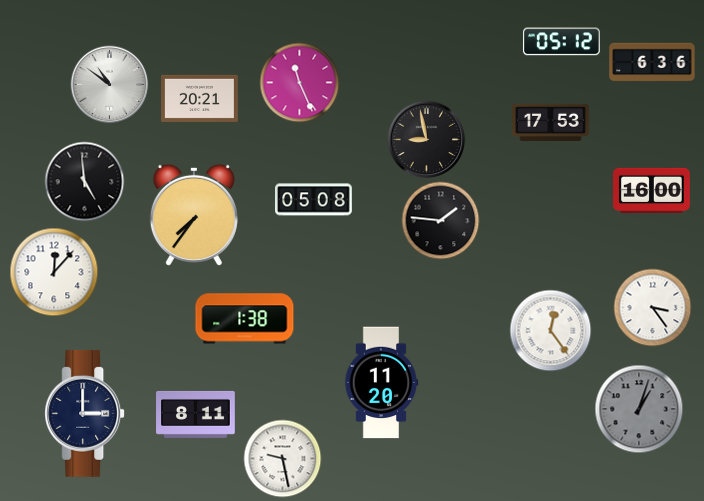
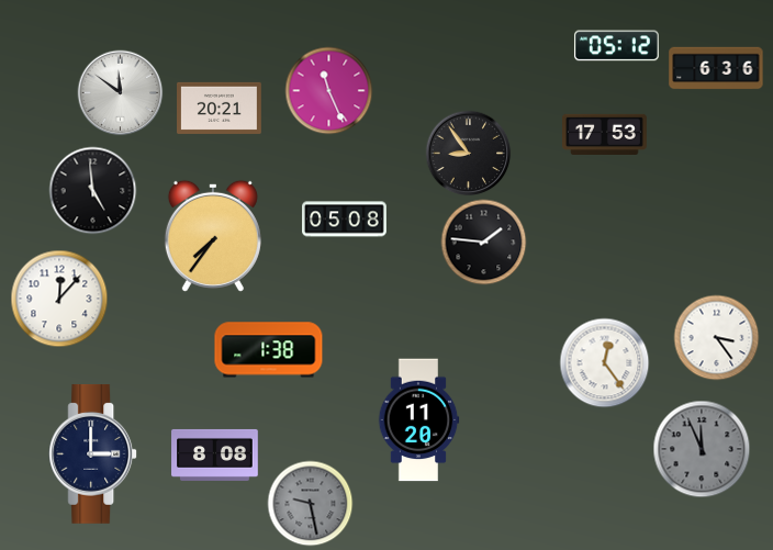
clock at (109, 84): 10:51 -> 11:51
clock at (426, 139): 8:58 -> 8:54
clock at (84, 181) position: (84, 181) -> (92, 190)
clock at (652, 190): 16:00 -> none
clock at (639, 409): 1:03 -> 11:56
clock at (196, 414): 8:11 -> 8:08
clock at (282, 458) dial: white -> grey
